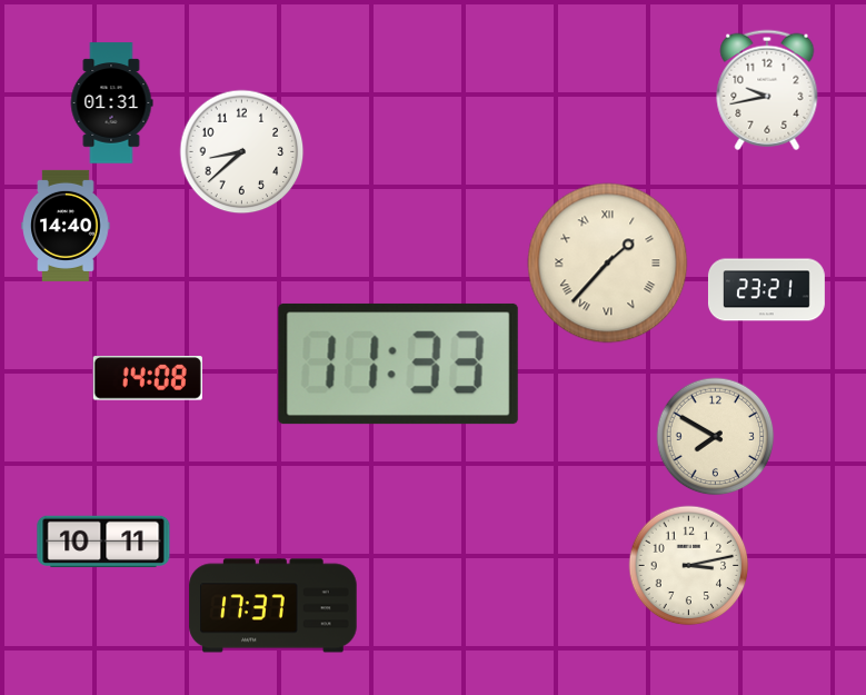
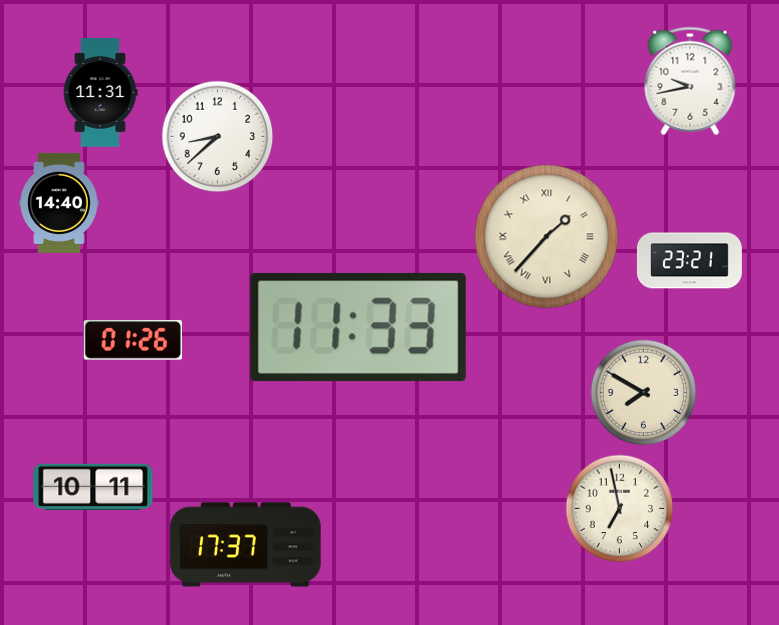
clock at (111, 103): 01:31 -> 11:31
clock at (148, 378): 14:08 -> 01:26
clock at (689, 566): 3:13 -> 6:58
